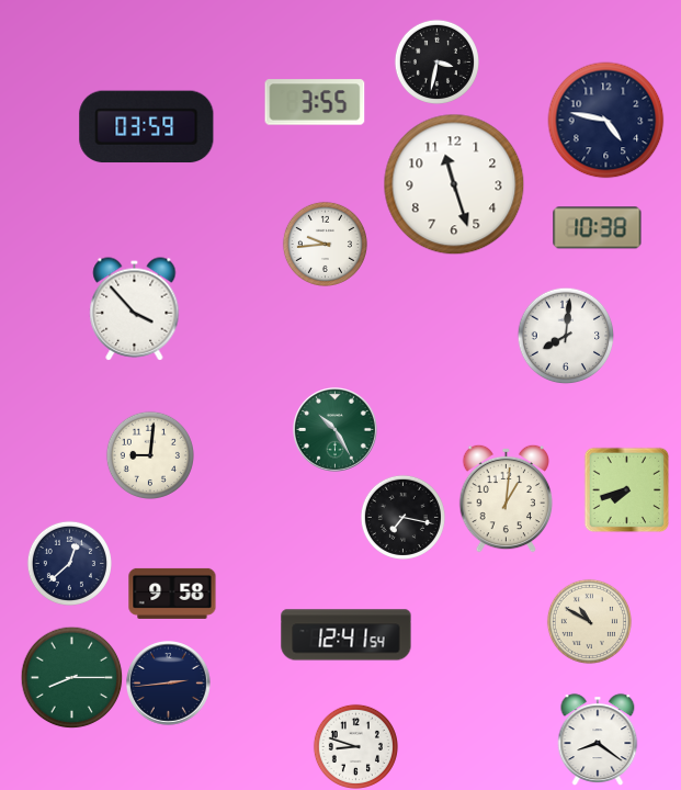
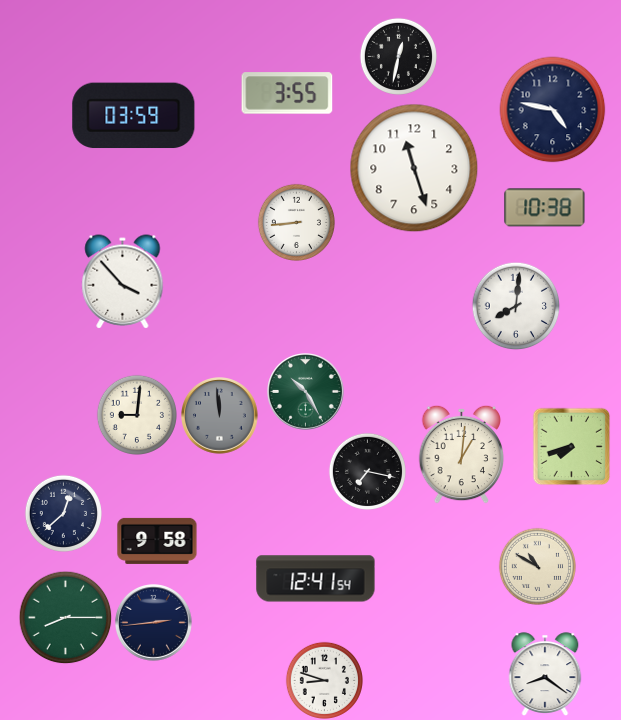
clock at (436, 61): 3:32 -> 12:32
clock at (325, 244): 9:44 -> 8:44
clock at (220, 416): none -> 11:59
